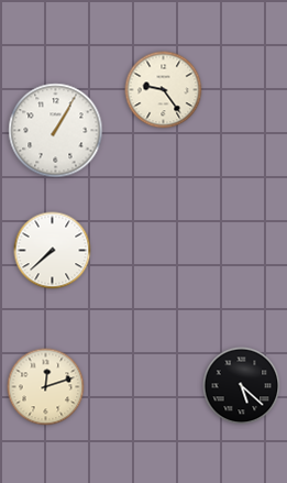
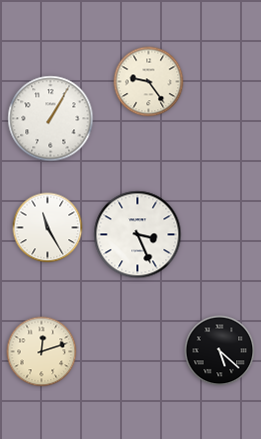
clock at (53, 251): 7:38 -> 11:25
clock at (138, 235): none -> 3:26
